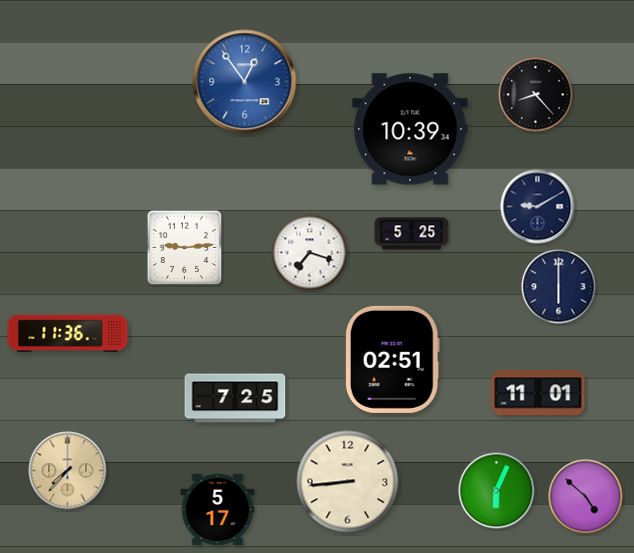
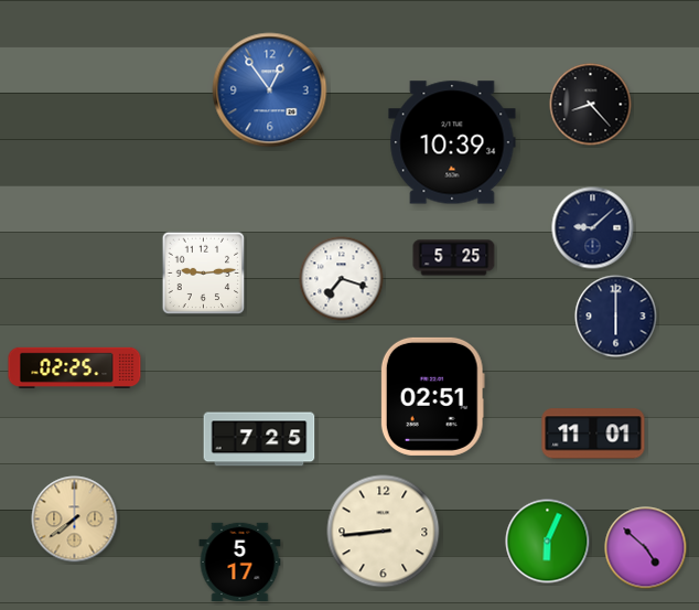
clock at (538, 207): 9:10 -> 9:08
clock at (68, 333): 11:36 -> 02:25
clock at (68, 471): 7:37 -> 7:39
